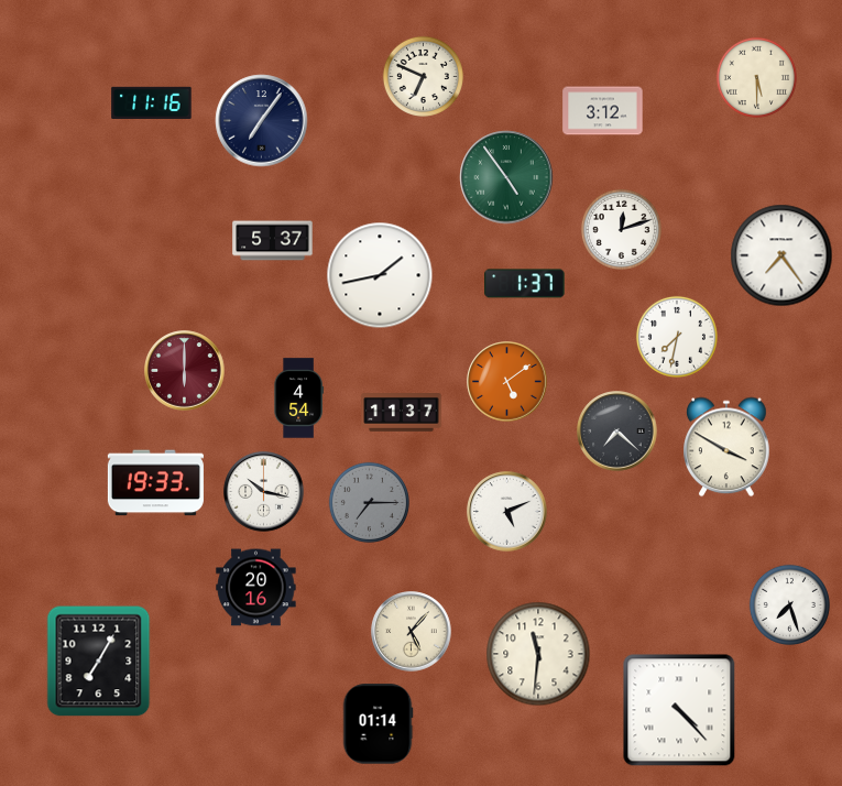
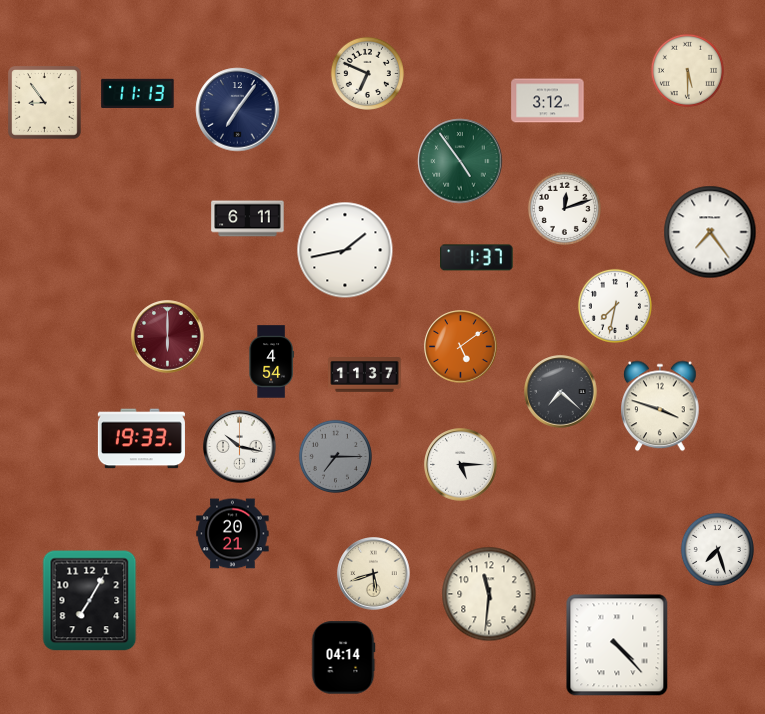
clock at (423, 76) position: (423, 76) -> (367, 73)
clock at (152, 103): 11:16 -> 11:13
clock at (45, 103): none -> 8:54
clock at (273, 241): 5:37 -> 6:11
clock at (726, 447): 3:50 -> 3:48
clock at (507, 512): 5:11 -> 5:15
clock at (256, 588): 20:16 -> 20:21
clock at (412, 632): 5:07 -> 5:42
clock at (378, 724): 01:14 -> 04:14
